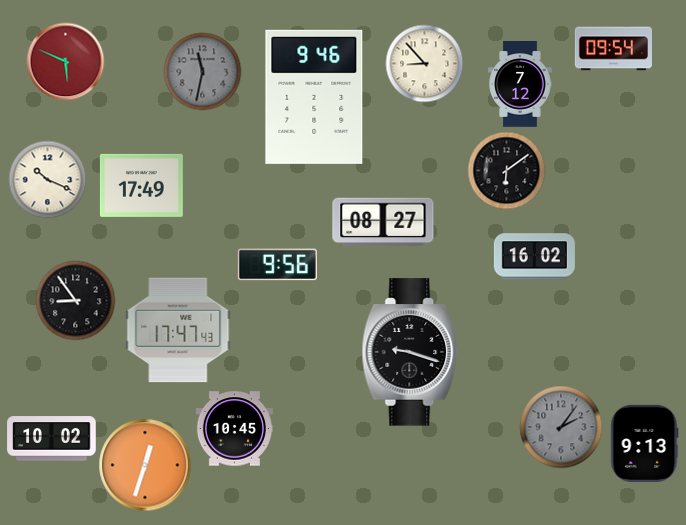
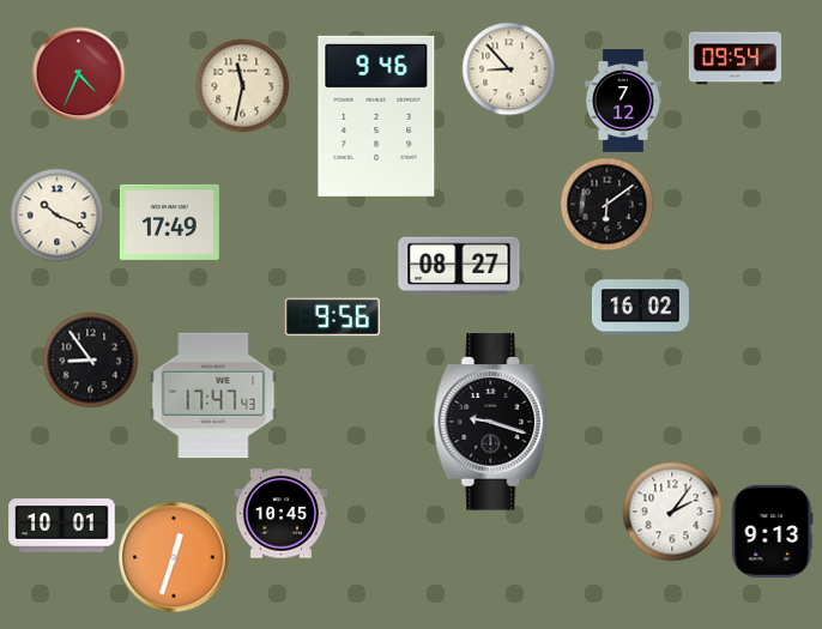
clock at (65, 61): 5:49 -> 4:34
clock at (424, 63) position: (424, 63) -> (508, 68)
clock at (202, 71) dial: grey -> cream
clock at (561, 427) dial: grey -> white
clock at (52, 439): 10:02 -> 10:01
